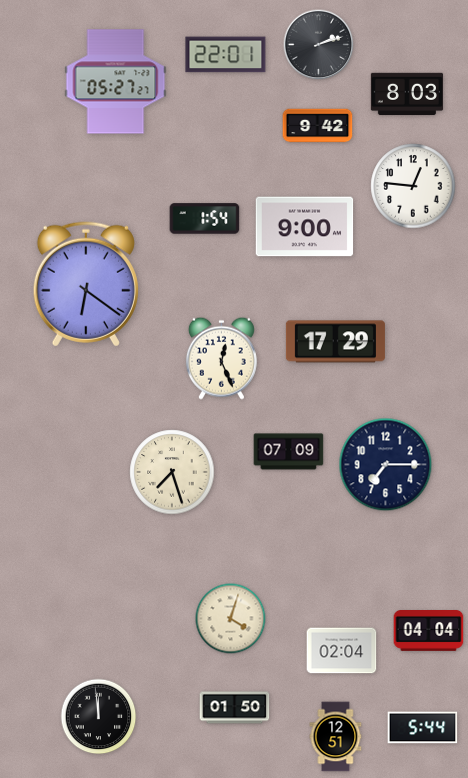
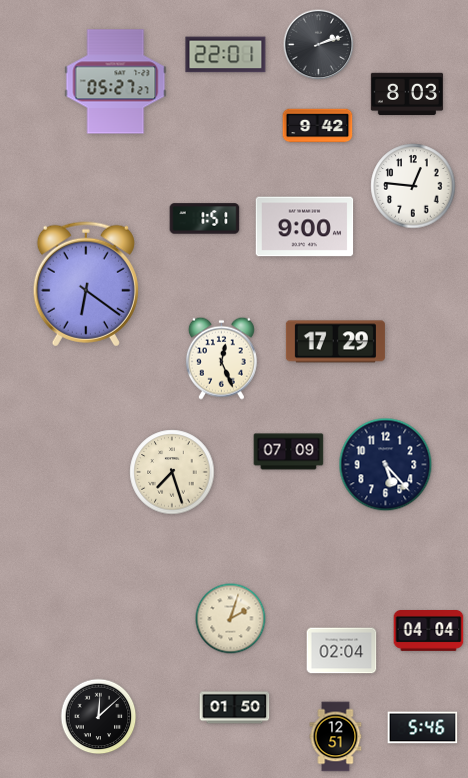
clock at (205, 219): 1:54 -> 1:51
clock at (386, 465): 7:15 -> 5:23
clock at (231, 619): 4:03 -> 2:03
clock at (99, 717): 11:59 -> 12:08
clock at (423, 728): 5:44 -> 5:46
